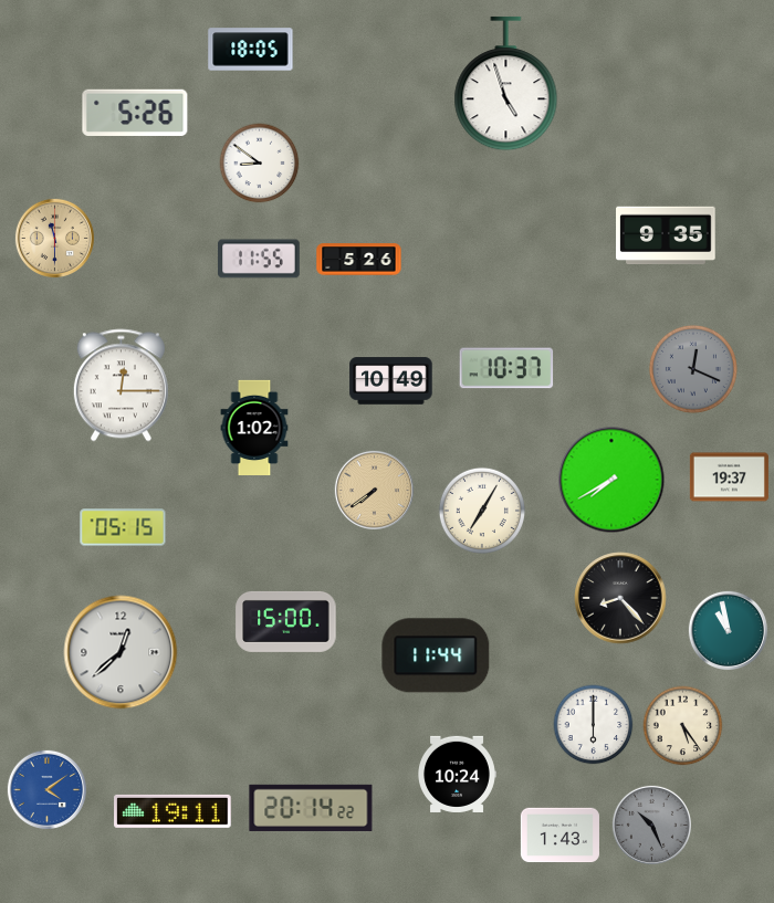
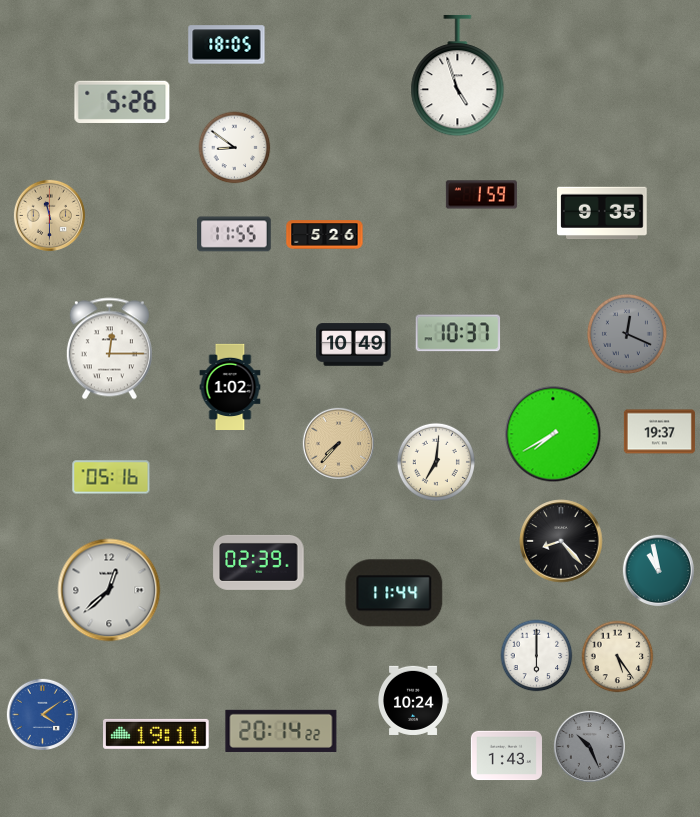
clock at (481, 195): none -> 1:59
clock at (374, 490): 7:39 -> 7:37
clock at (482, 511): 7:05 -> 7:01
clock at (123, 527): 05:15 -> 05:16
clock at (286, 621): 15:00 -> 02:39
